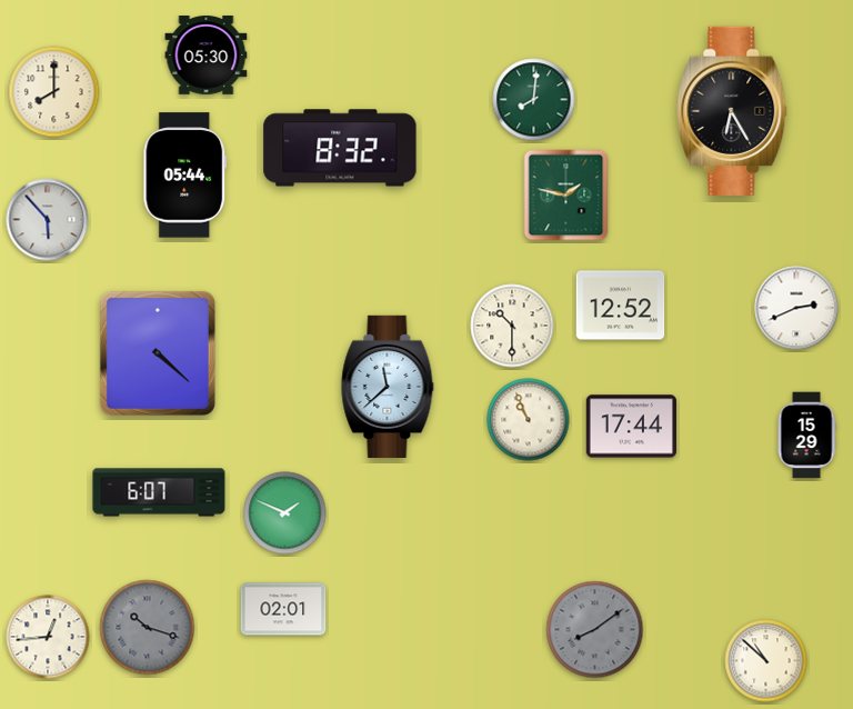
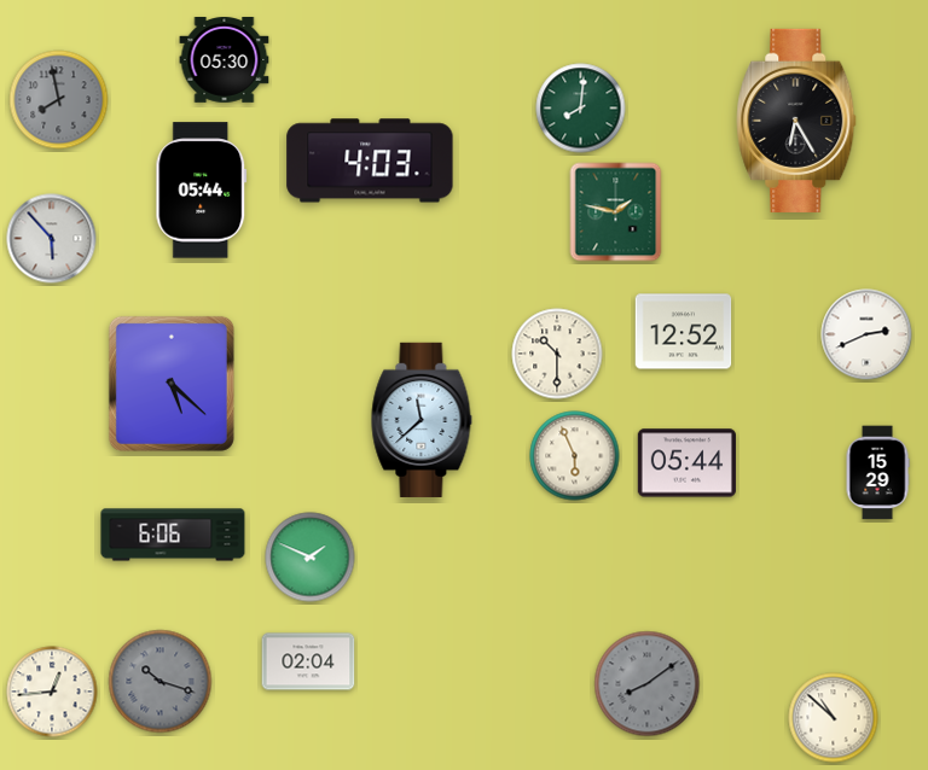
clock at (54, 92): 8:00 -> 7:58
clock at (54, 92) dial: cream -> grey
clock at (340, 148): 8:32 -> 4:03
clock at (621, 306) position: (621, 306) -> (684, 332)
clock at (158, 353): 4:22 -> 5:22
clock at (529, 420): 10:56 -> 5:56
clock at (631, 427): 17:44 -> 05:44
clock at (159, 492): 6:07 -> 6:06
clock at (283, 609): 02:01 -> 02:04
